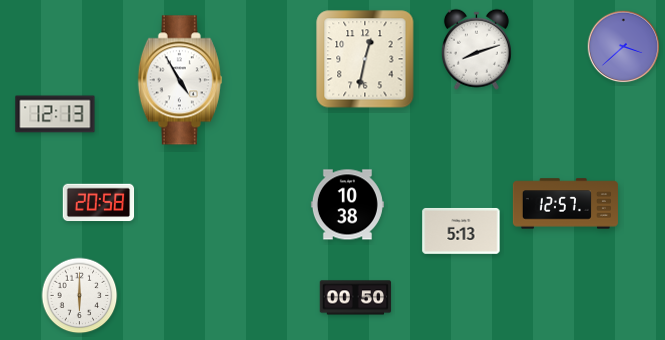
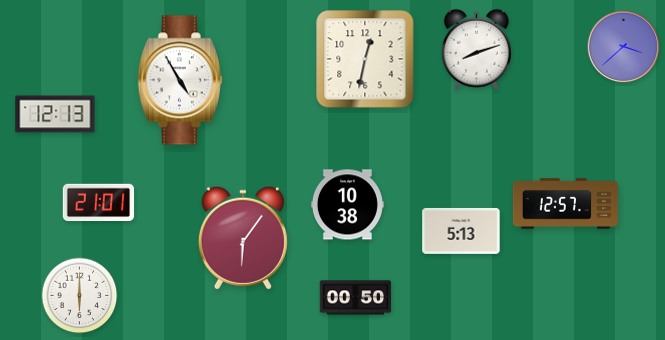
clock at (99, 203): 20:58 -> 21:01
clock at (243, 238): none -> 6:06
